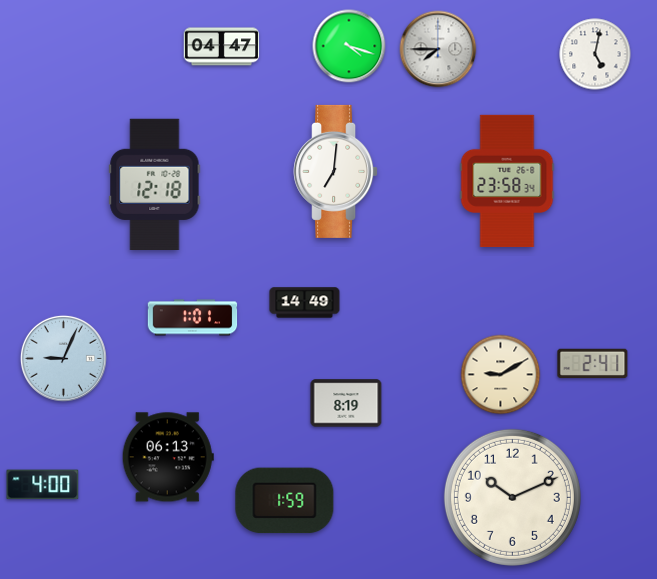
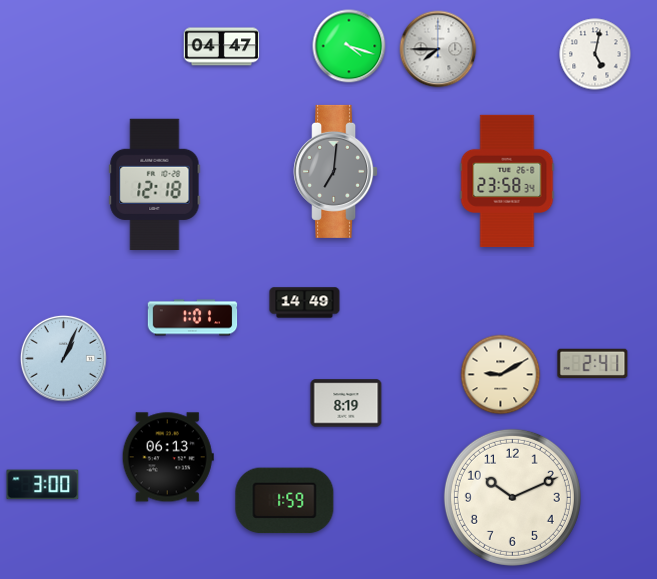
clock at (336, 171) dial: white -> grey
clock at (63, 358): 9:04 -> 1:04
clock at (43, 485): 4:00 -> 3:00
